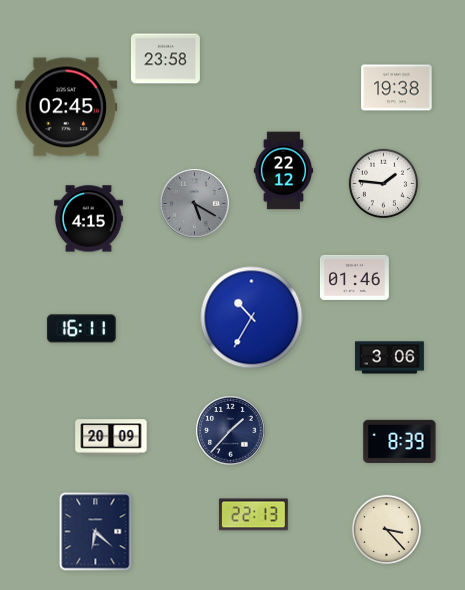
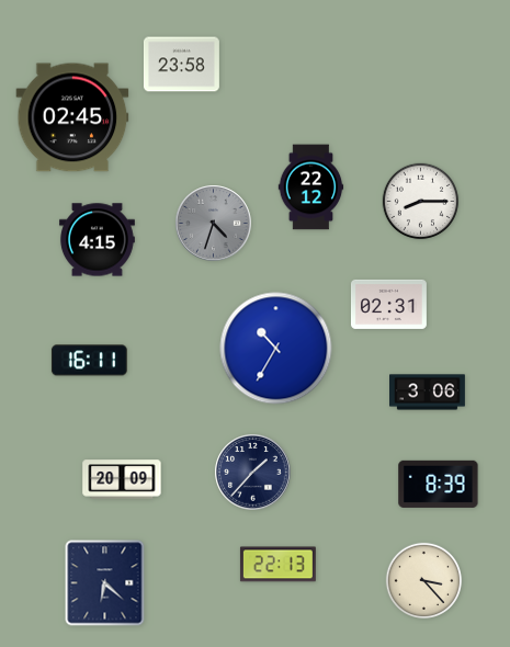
clock at (397, 88): 19:38 -> none
clock at (384, 184): 1:46 -> 8:15
clock at (195, 204): 5:20 -> 4:33
clock at (354, 277): 01:46 -> 02:31
